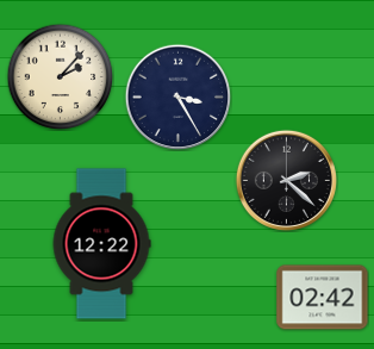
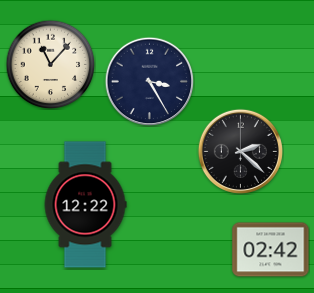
clock at (60, 76): 2:07 -> 11:07
